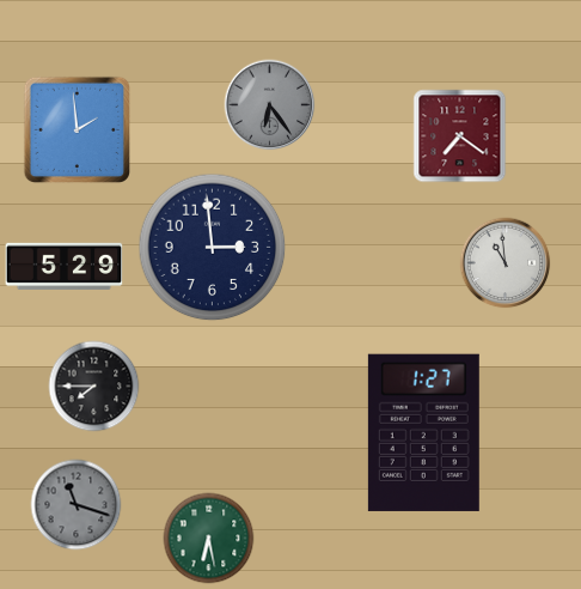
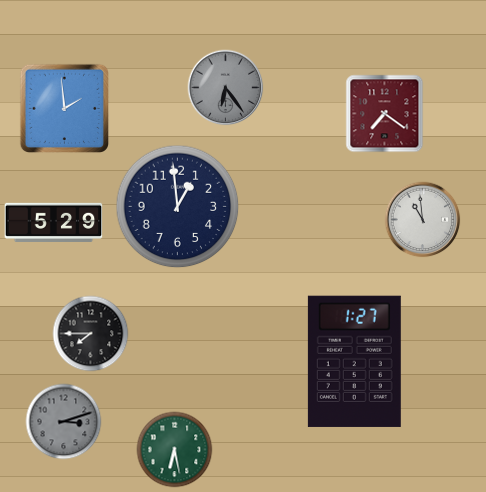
clock at (213, 248): 2:59 -> 12:59
clock at (94, 387) position: (94, 387) -> (91, 334)
clock at (77, 505): 11:18 -> 3:12
